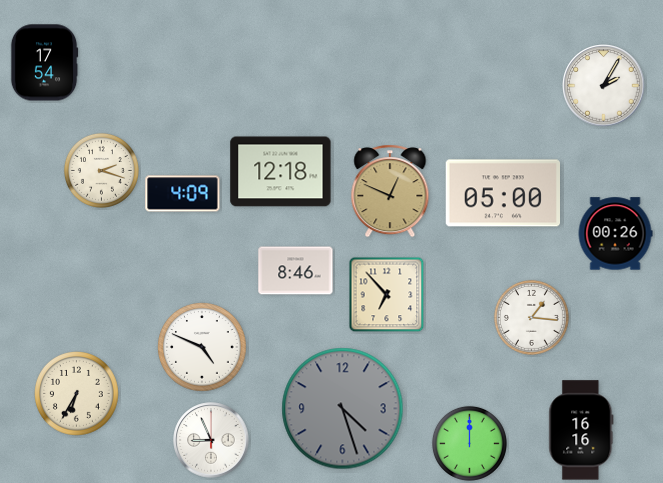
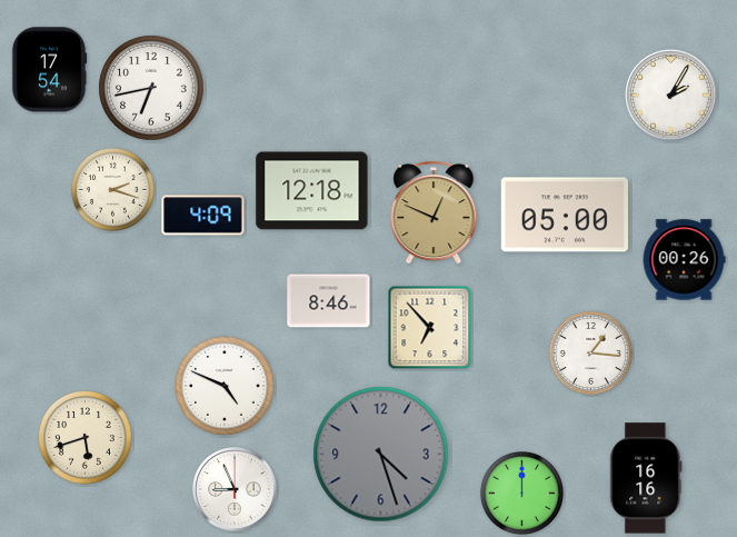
clock at (151, 88): none -> 6:43
clock at (502, 193) position: (502, 193) -> (564, 215)
clock at (77, 394): 6:35 -> 5:42
